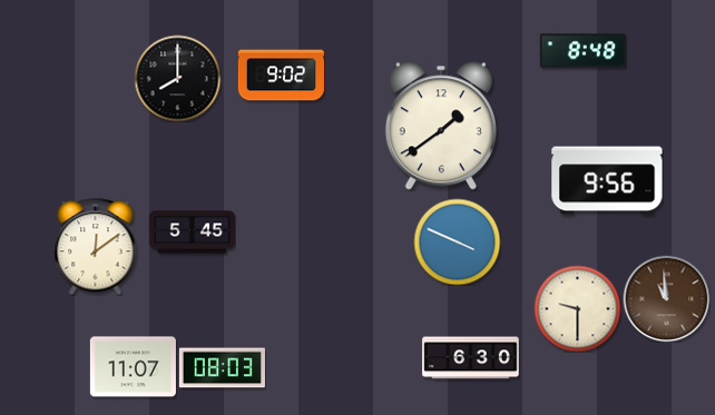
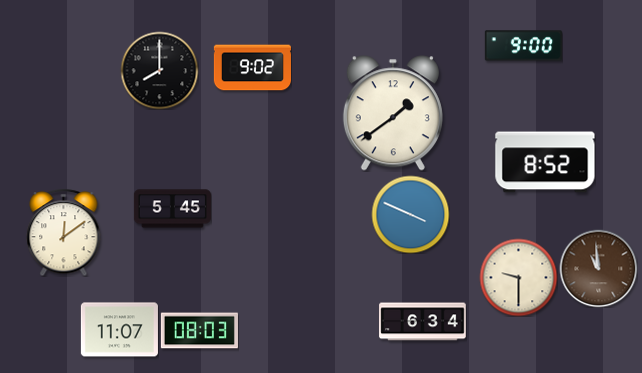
clock at (582, 51): 8:48 -> 9:00
clock at (441, 126) position: (441, 126) -> (393, 113)
clock at (607, 180): 9:56 -> 8:52
clock at (457, 241) position: (457, 241) -> (410, 214)
clock at (96, 246) position: (96, 246) -> (64, 232)
clock at (471, 358): 6:30 -> 6:34
